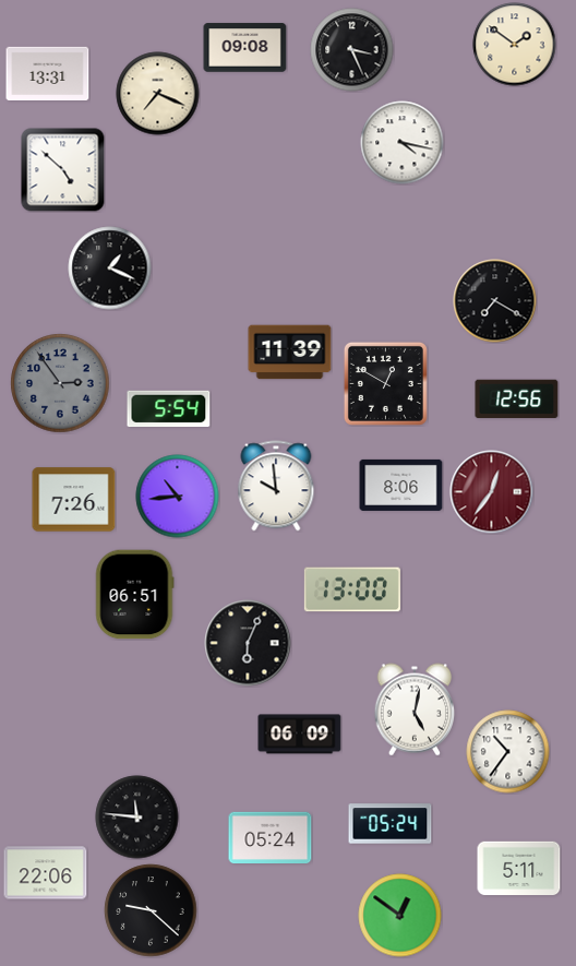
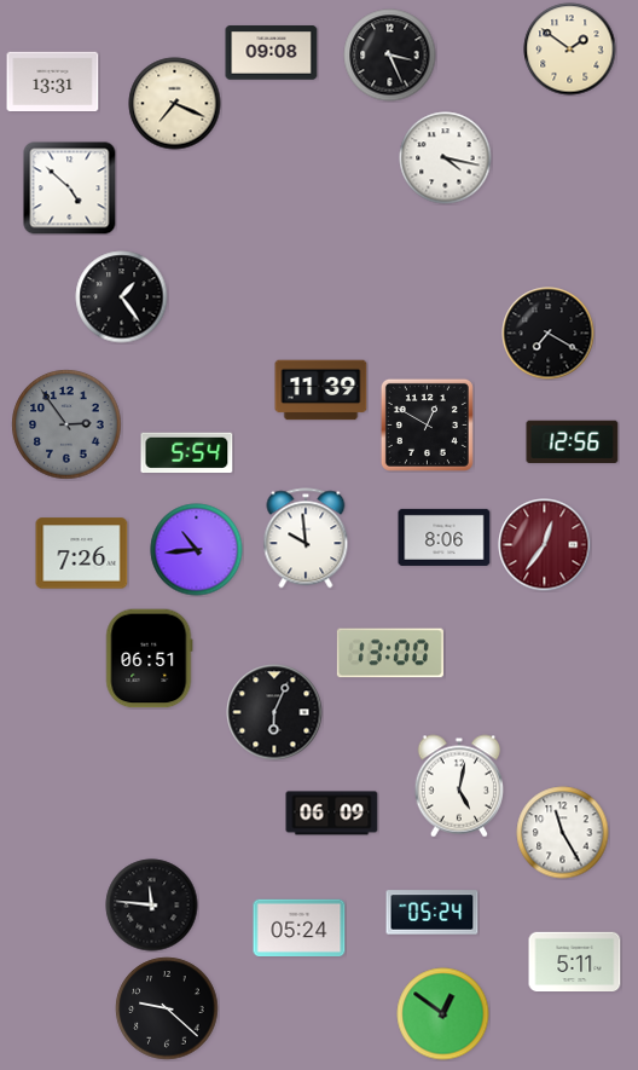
clock at (110, 269): 1:19 -> 1:24
clock at (508, 752): 10:36 -> 11:25
clock at (46, 873): 22:06 -> none
